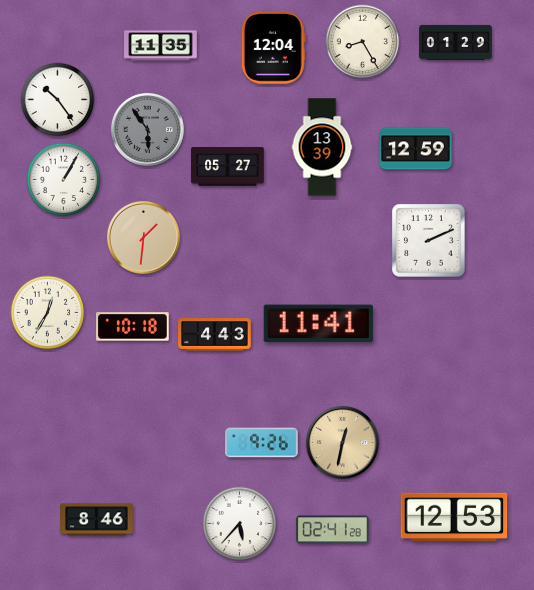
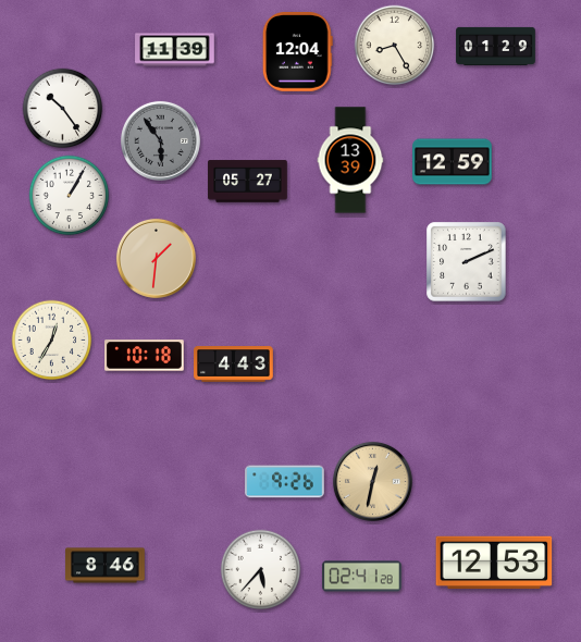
clock at (161, 46): 11:35 -> 11:39
clock at (318, 324): 11:41 -> none
